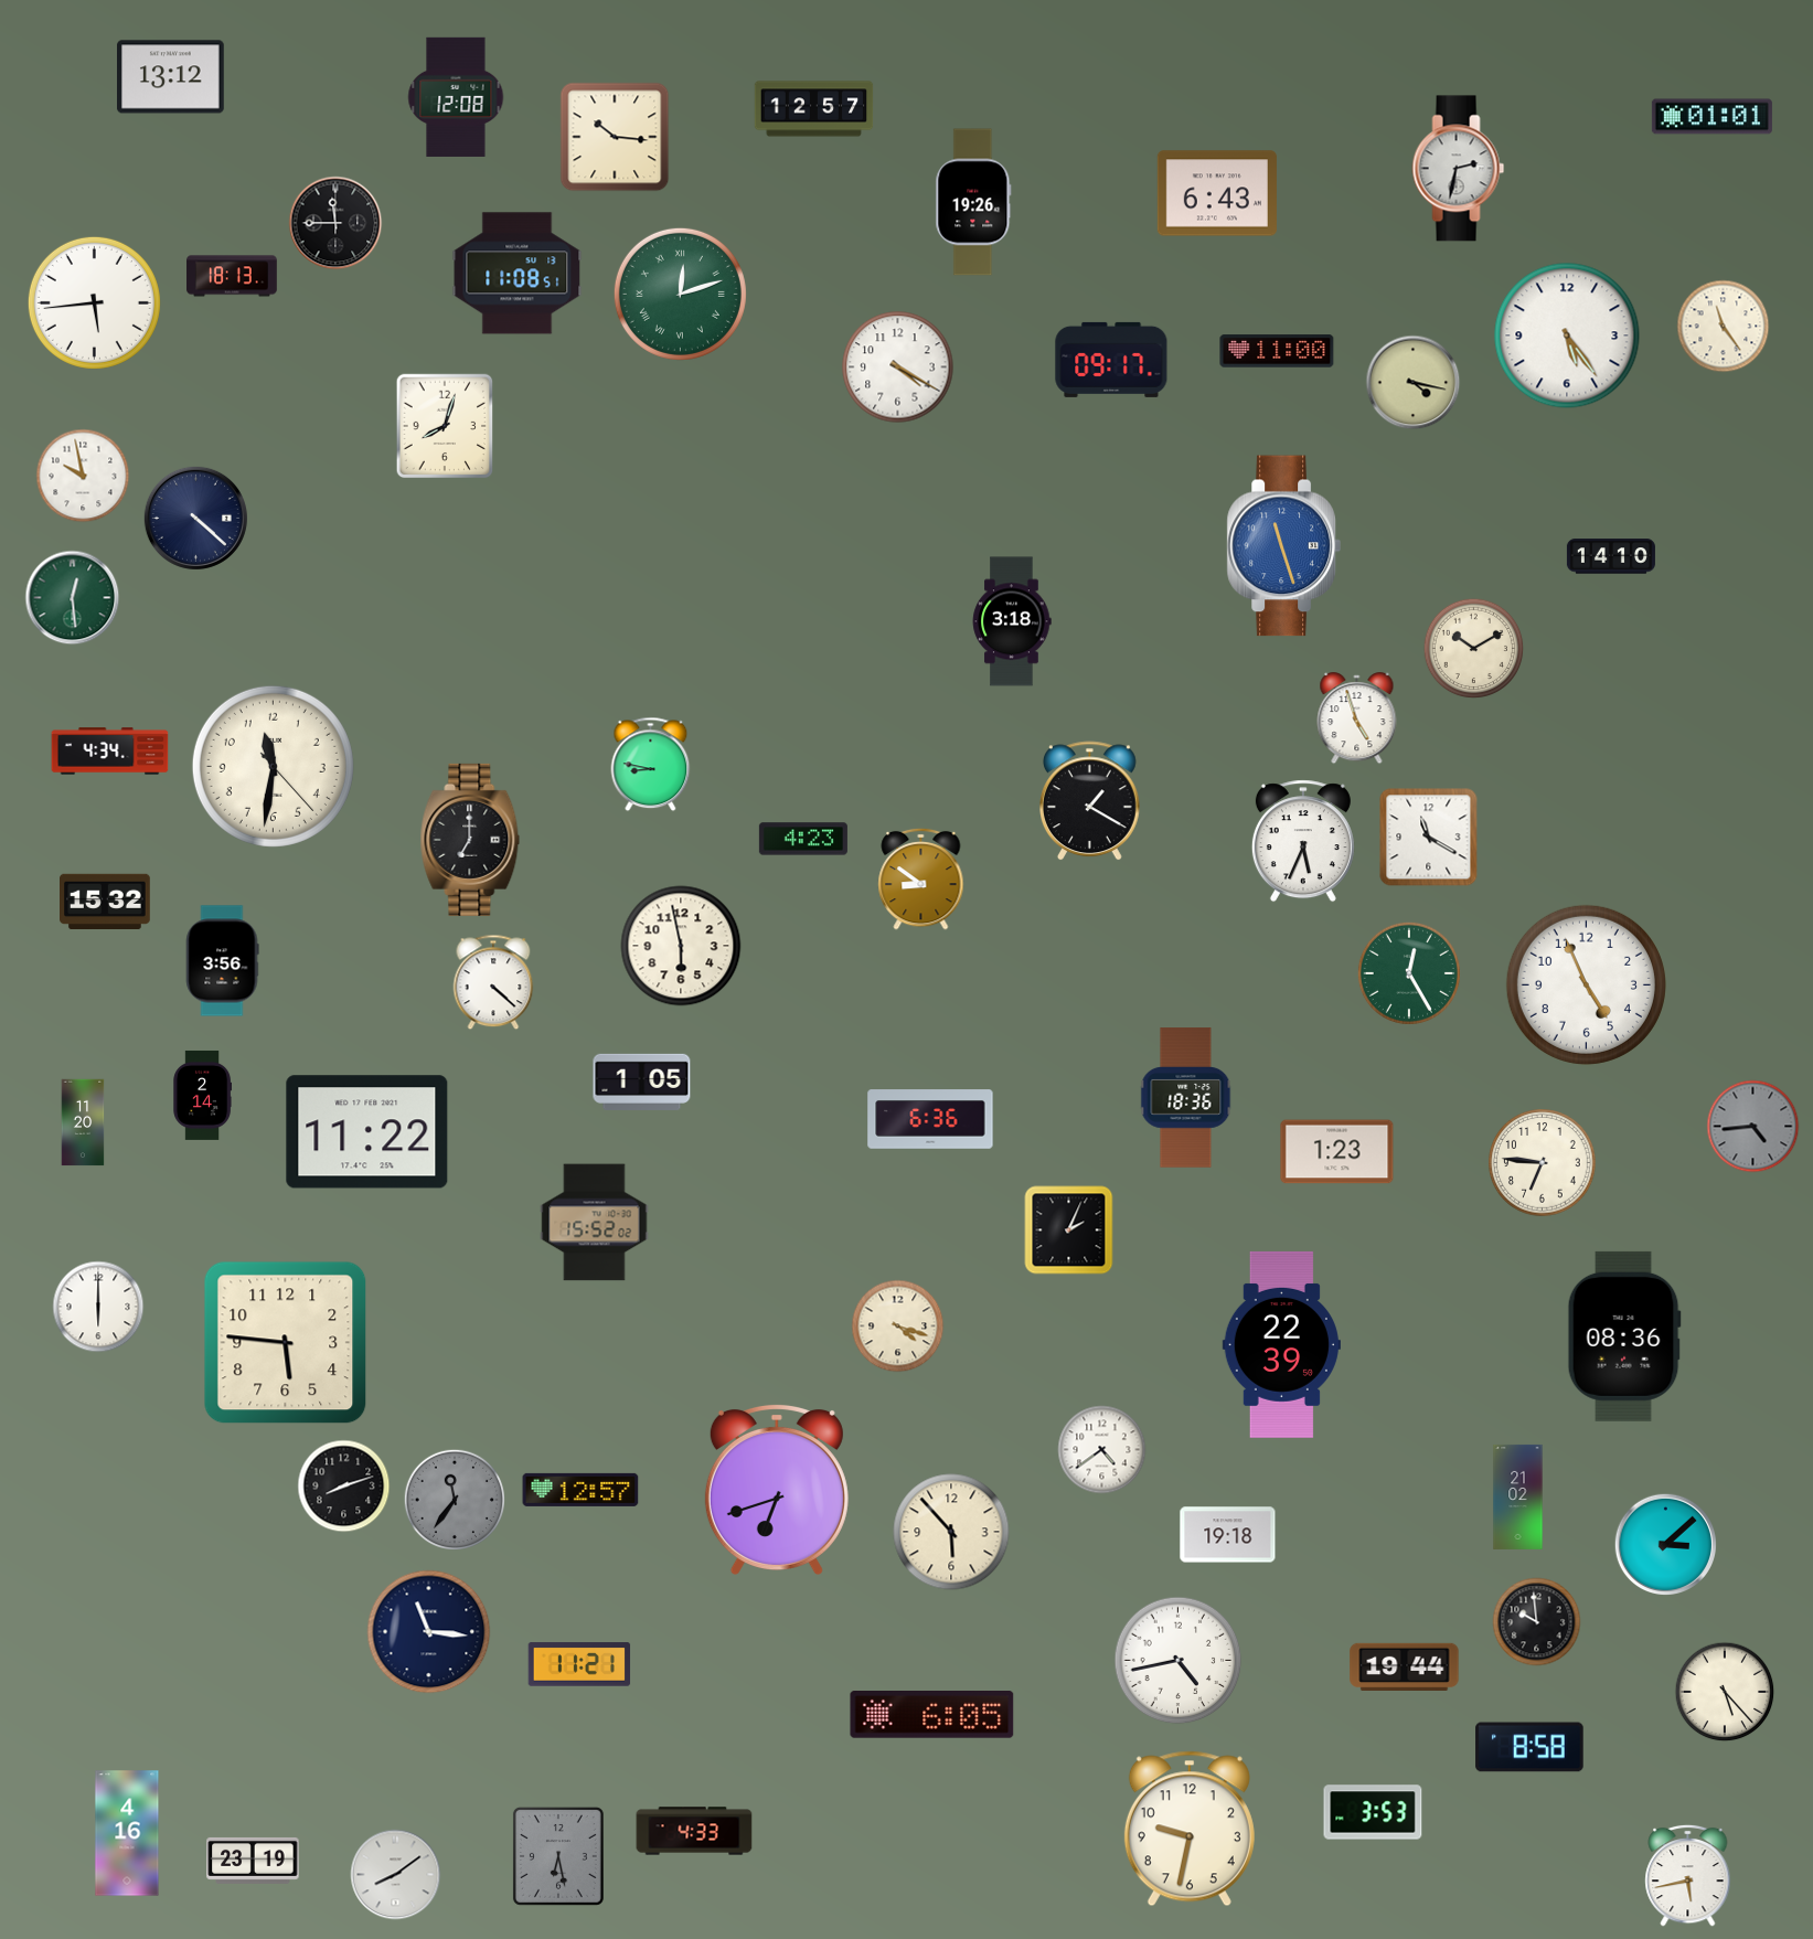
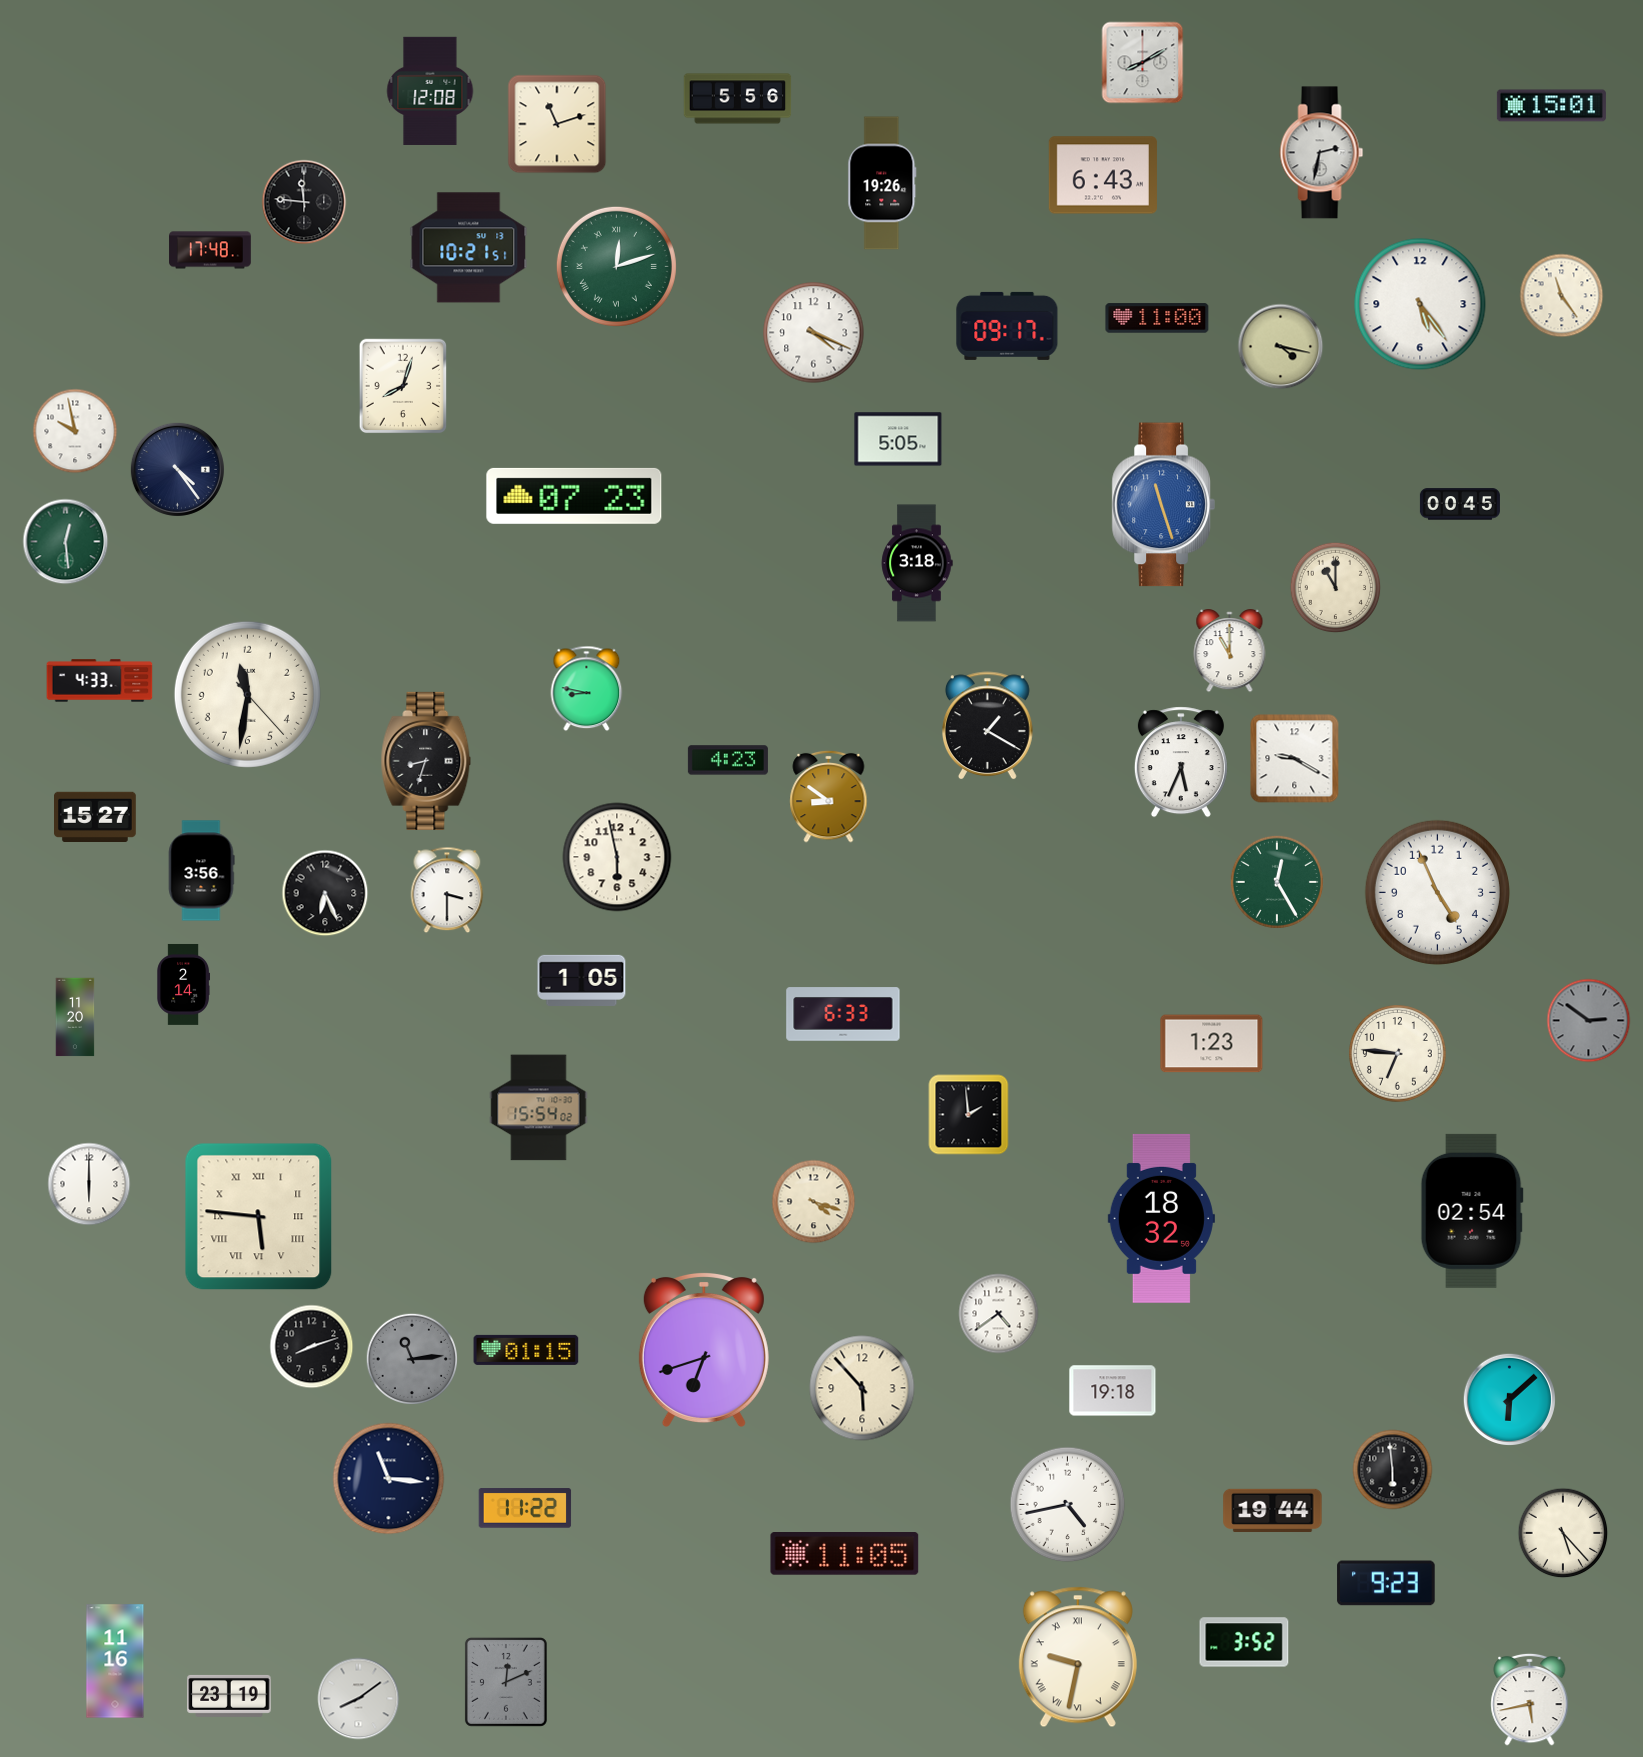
clock at (1143, 63): none -> 8:10
clock at (171, 77): 13:12 -> none
clock at (456, 97) position: (456, 97) -> (430, 91)
clock at (814, 109): 12:57 -> 5:56
clock at (1711, 117): 01:01 -> 15:01
clock at (615, 137): 10:16 -> 11:12
clock at (335, 223): 11:45 -> 11:46
clock at (518, 274): 11:08 -> 10:21
clock at (232, 276): 18:13 -> 17:48
clock at (94, 302): 5:44 -> none
clock at (898, 367): 4:20 -> 4:19
clock at (898, 439): none -> 5:05
clock at (195, 518): 4:22 -> 4:24
clock at (1283, 546) position: (1283, 546) -> (1163, 505)
clock at (574, 496): none -> 07:23
clock at (1611, 556): 14:10 -> 00:45
clock at (1474, 649): 10:10 -> 11:00
clock at (1357, 718): 4:57 -> 11:00
clock at (110, 752): 4:34 -> 4:33
clock at (651, 765) position: (651, 765) -> (587, 689)
clock at (1429, 838): 11:20 -> 9:20
clock at (470, 840): 7:00 -> 8:33
clock at (921, 878) position: (921, 878) -> (829, 796)
clock at (106, 901): 15:32 -> 15:27
clock at (493, 982): 4:22 -> 3:30
clock at (325, 893): none -> 6:26
clock at (202, 1095) position: (202, 1095) -> (183, 984)
clock at (1186, 1098): 18:36 -> none
clock at (930, 1119): 6:36 -> 6:33
clock at (1753, 1127): 4:44 -> 2:51
clock at (367, 1132): 11:22 -> none
clock at (595, 1223): 15:52 -> 15:54
clock at (1069, 1230): 2:04 -> 1:59
clock at (1624, 1336): 08:36 -> 02:54
clock at (286, 1343) numerals: Arabic -> Roman
clock at (1281, 1344): 22:39 -> 18:32
clock at (580, 1490): 12:57 -> 01:15
clock at (1518, 1496): 21:02 -> none
clock at (454, 1499): 11:36 -> 11:14
clock at (1665, 1544): 3:08 -> 6:08
clock at (1537, 1622): 9:59 -> 5:59
clock at (579, 1664): 11:21 -> 11:22
clock at (932, 1715): 6:05 -> 11:05
clock at (1529, 1747): 8:58 -> 9:23
clock at (1373, 1812): 3:53 -> 3:52
clock at (1190, 1829) numerals: Arabic -> Roman
clock at (694, 1831): 4:33 -> none
clock at (127, 1833): 4:16 -> 11:16
clock at (558, 1856): 6:28 -> 12:11
clock at (253, 1861) position: (253, 1861) -> (229, 1696)
